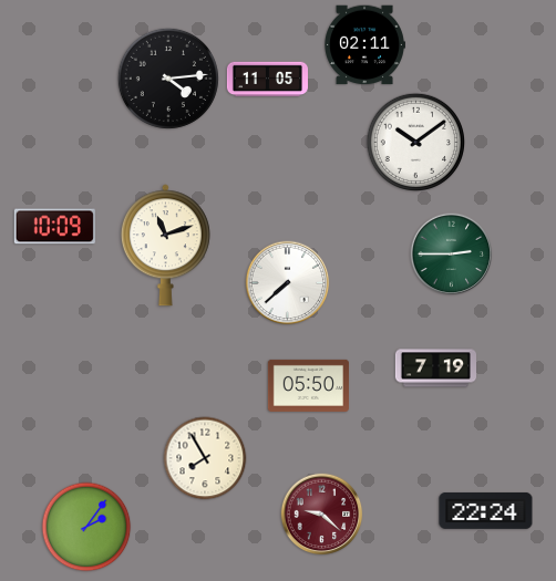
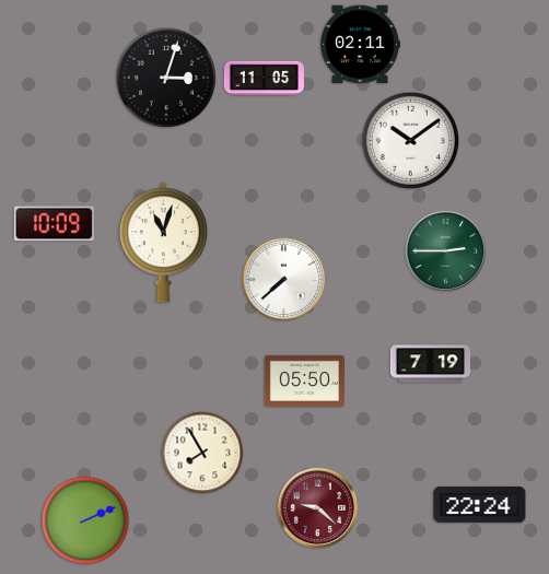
clock at (168, 79): 4:14 -> 3:03
clock at (165, 246): 11:12 -> 11:03
clock at (86, 527): 2:06 -> 2:11
